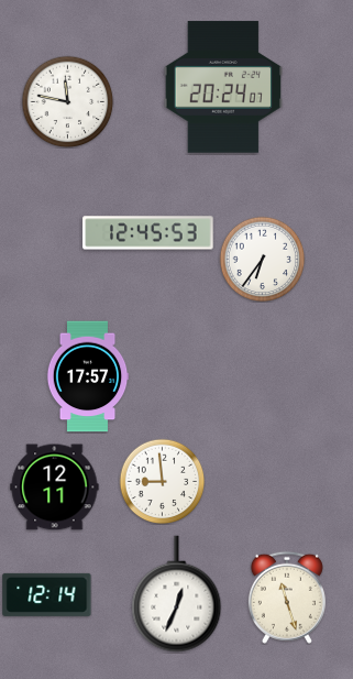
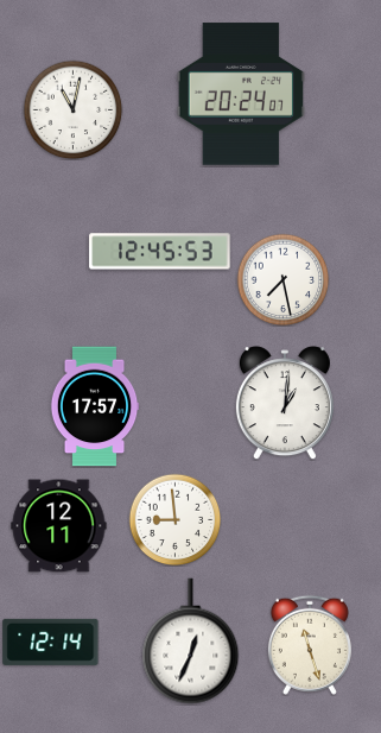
clock at (67, 101): 11:47 -> 11:02
clock at (262, 259): 6:36 -> 7:28
clock at (285, 403): none -> 1:01
